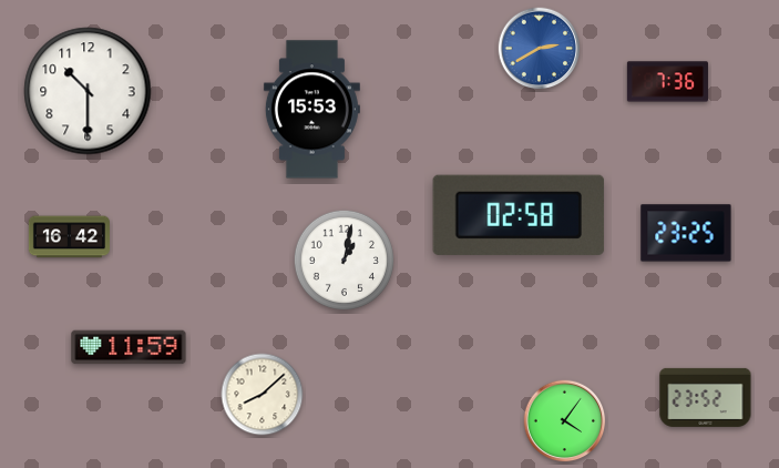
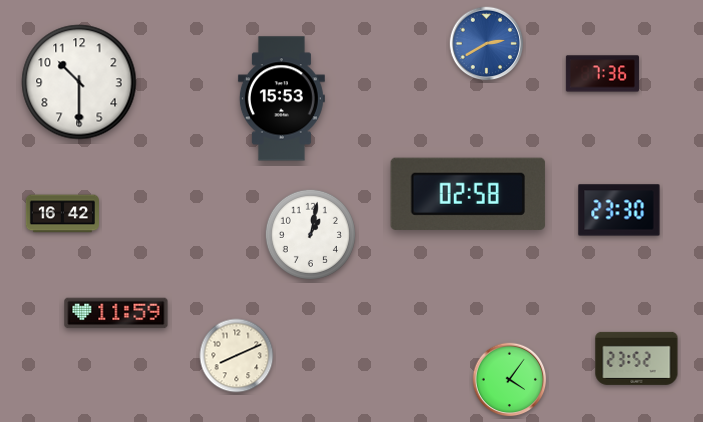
clock at (686, 233): 23:25 -> 23:30
clock at (263, 395): 8:08 -> 8:11
